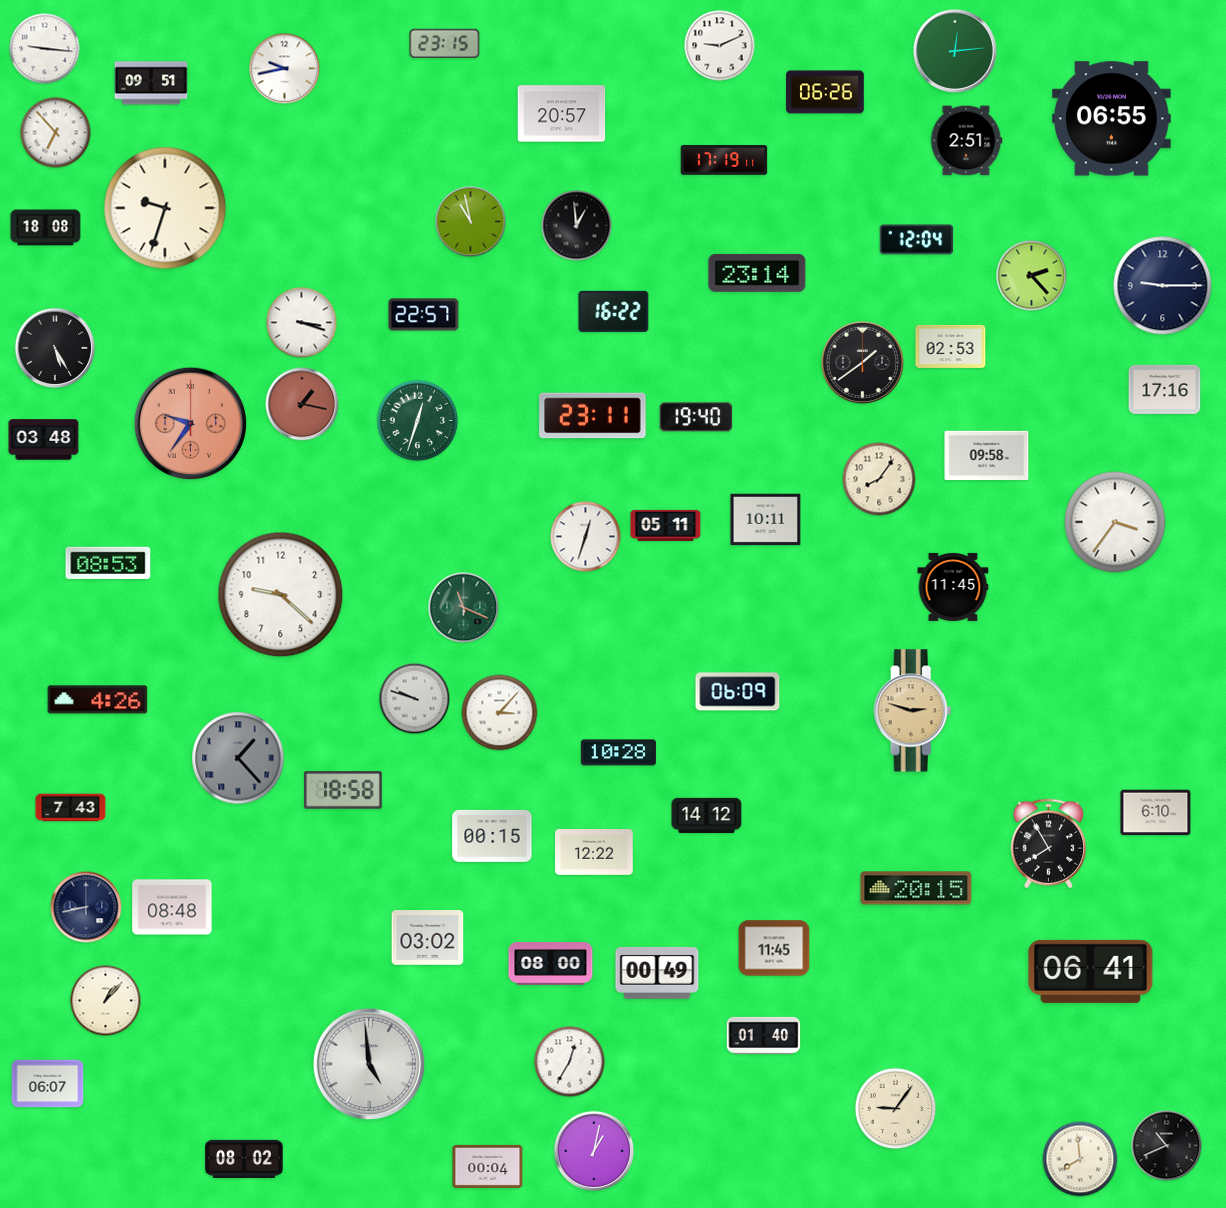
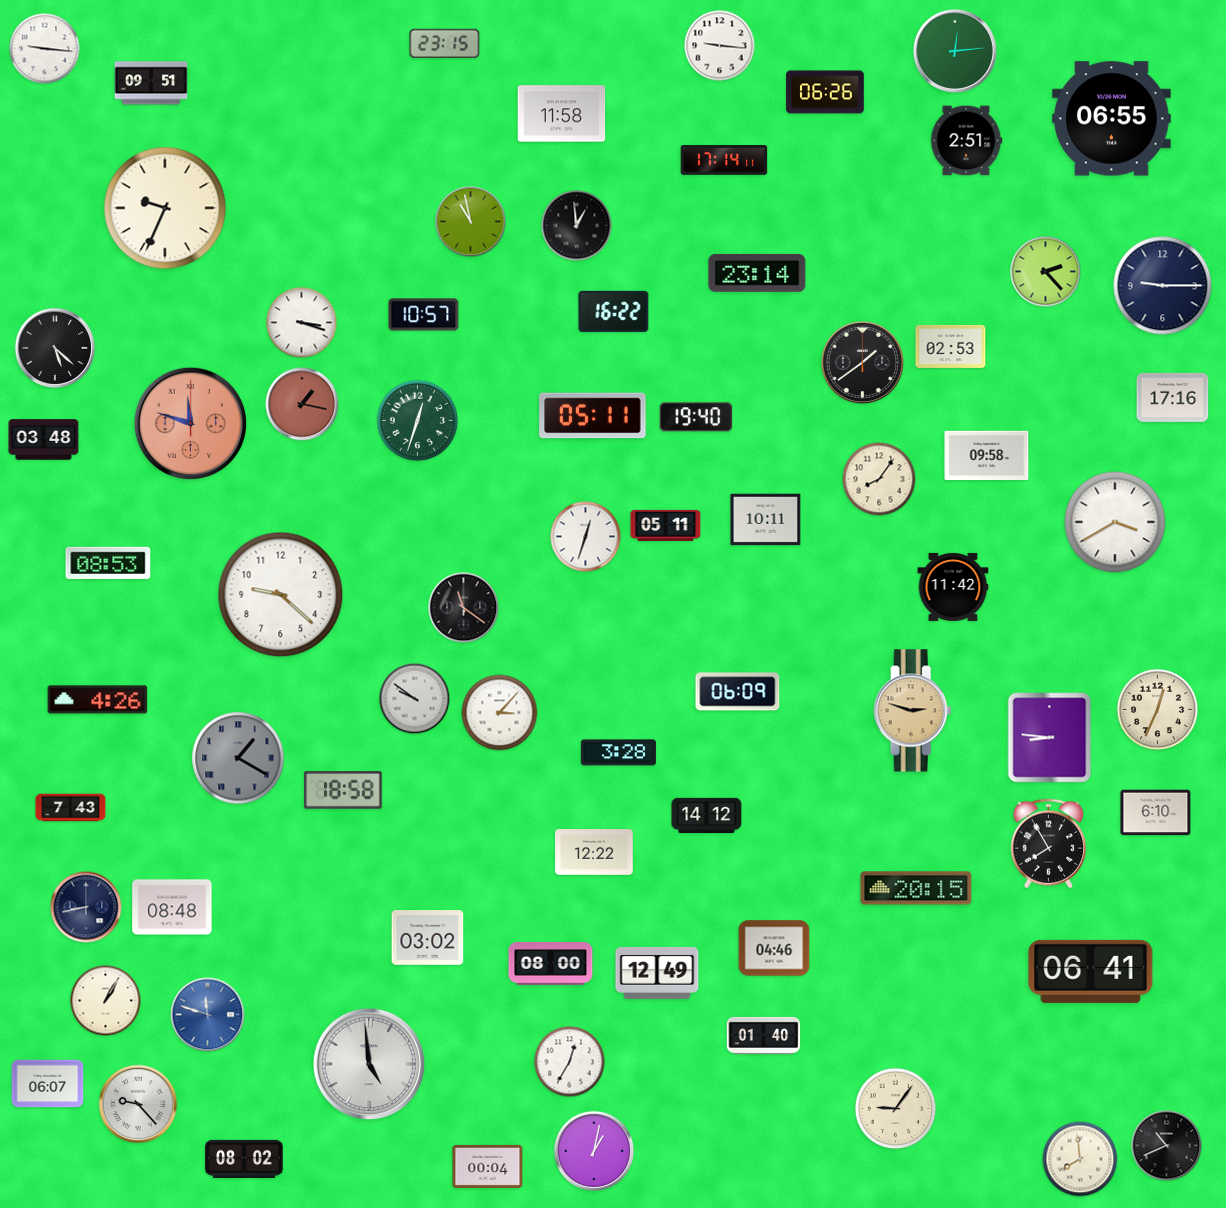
clock at (720, 46): 9:11 -> 9:16
clock at (285, 69): 9:43 -> none
clock at (562, 114): 20:57 -> 11:58
clock at (56, 133): 6:53 -> none
clock at (724, 160): 17:19 -> 17:14
clock at (165, 208): 9:33 -> 9:34
clock at (46, 228): 18:08 -> none
clock at (917, 240): 12:04 -> none
clock at (1032, 276) position: (1032, 276) -> (1046, 272)
clock at (424, 315): 22:57 -> 10:57
clock at (54, 347): 5:25 -> 5:22
clock at (1165, 389) position: (1165, 389) -> (1173, 397)
clock at (593, 416): 23:11 -> 05:11
clock at (190, 423): 9:36 -> 11:48
clock at (1115, 522): 3:36 -> 3:40
clock at (953, 587): 11:45 -> 11:42
clock at (464, 608): 11:19 -> 11:21
clock at (464, 608) dial: green -> black
clock at (415, 699): 9:48 -> 9:51
clock at (1158, 710): none -> 12:34
clock at (1050, 738): none -> 8:46
clock at (618, 753): 10:28 -> 3:28
clock at (238, 758): 1:23 -> 1:20
clock at (492, 836): 00:15 -> none
clock at (774, 948): 11:45 -> 04:46
clock at (657, 973): 00:49 -> 12:49
clock at (106, 1001): 1:07 -> 1:05
clock at (208, 1015): none -> 11:48
clock at (138, 1104): none -> 9:23
